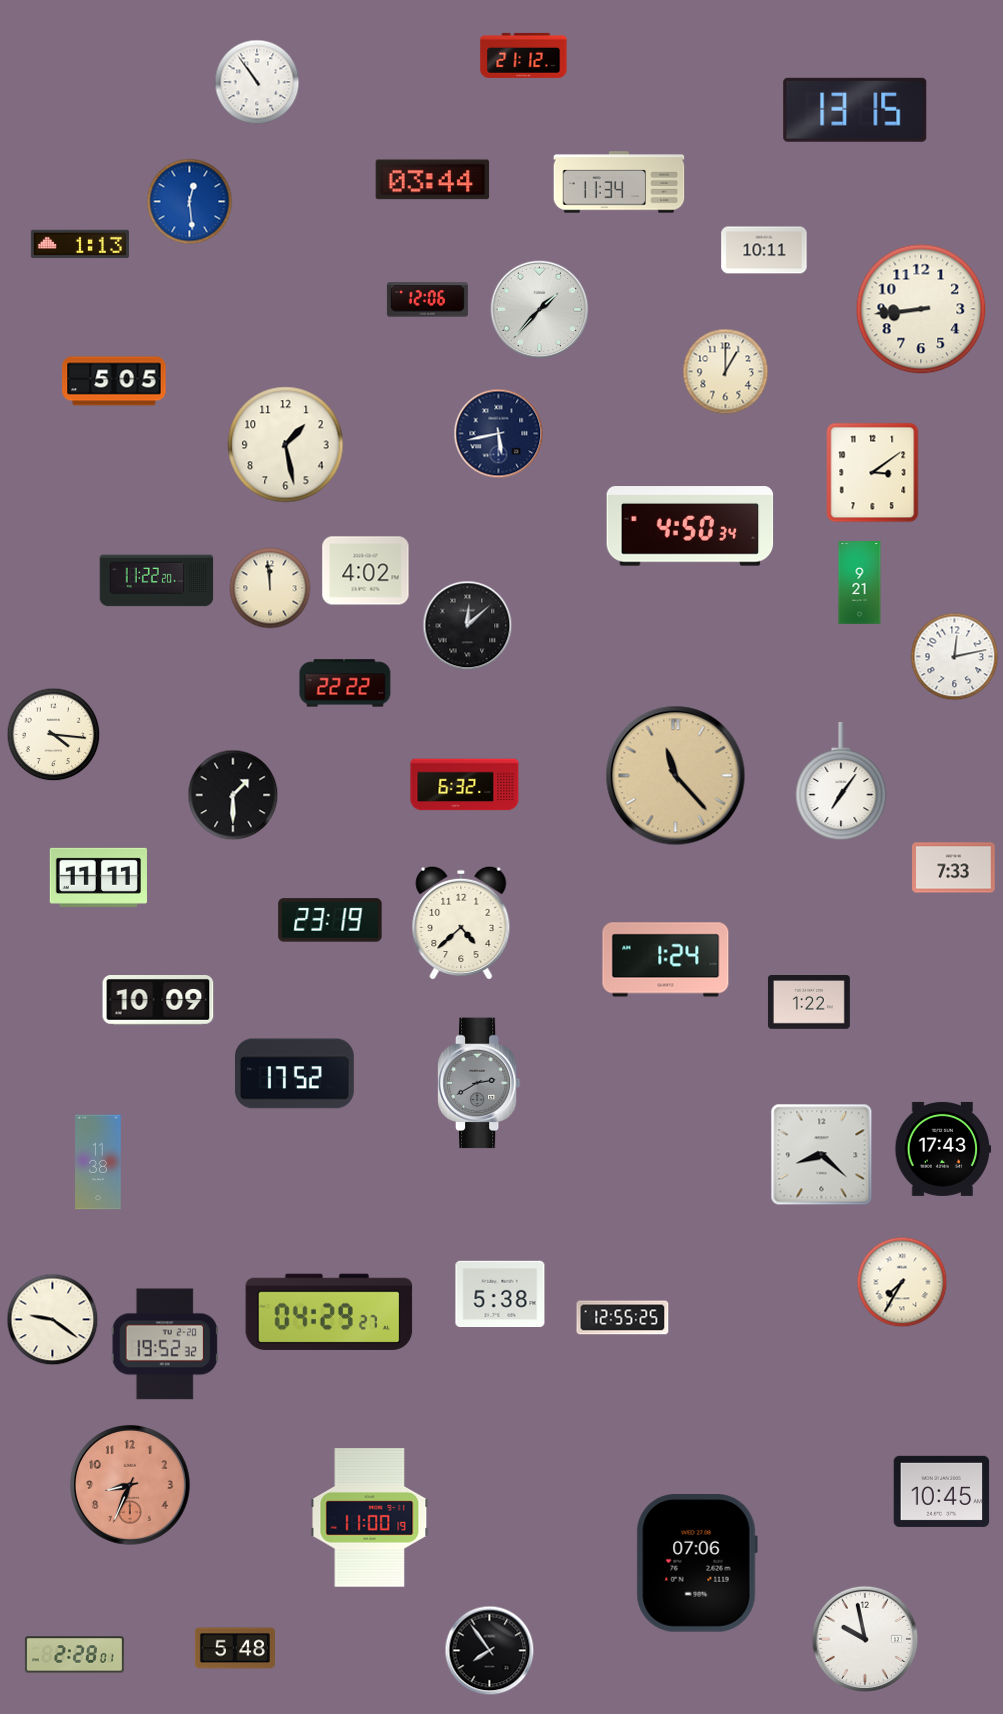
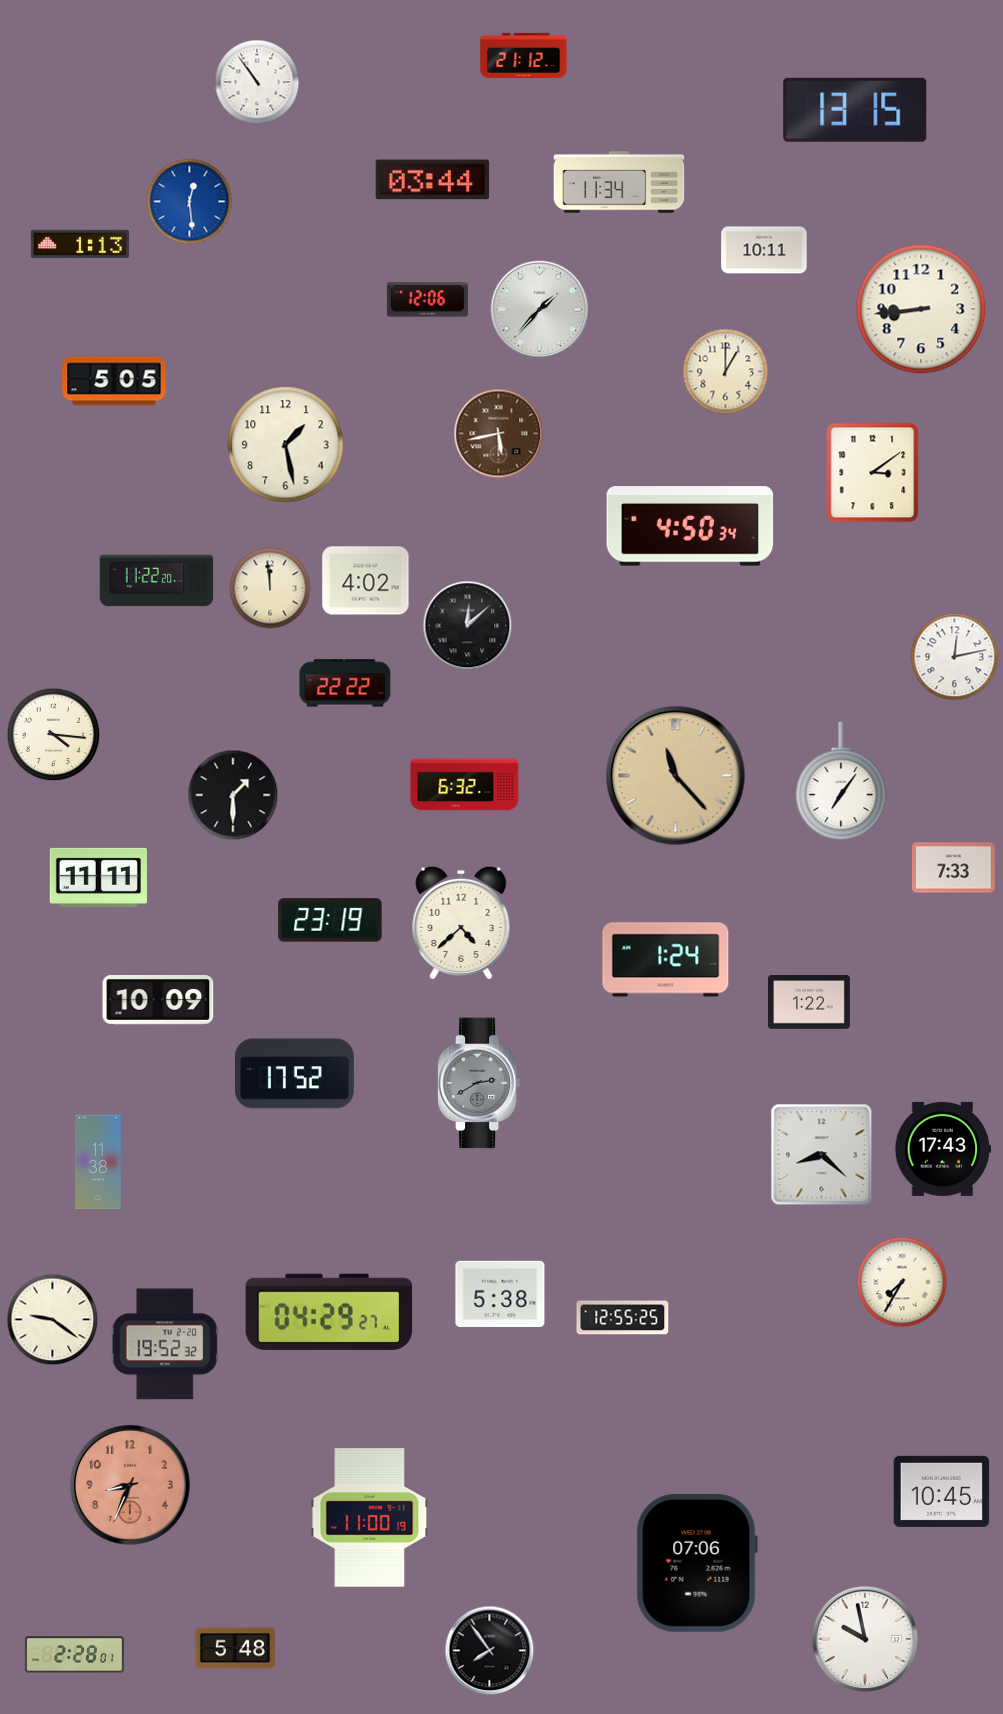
clock at (499, 434) dial: navy -> brown
clock at (366, 571) position: (366, 571) -> (366, 581)
clock at (860, 583): 9:21 -> none
